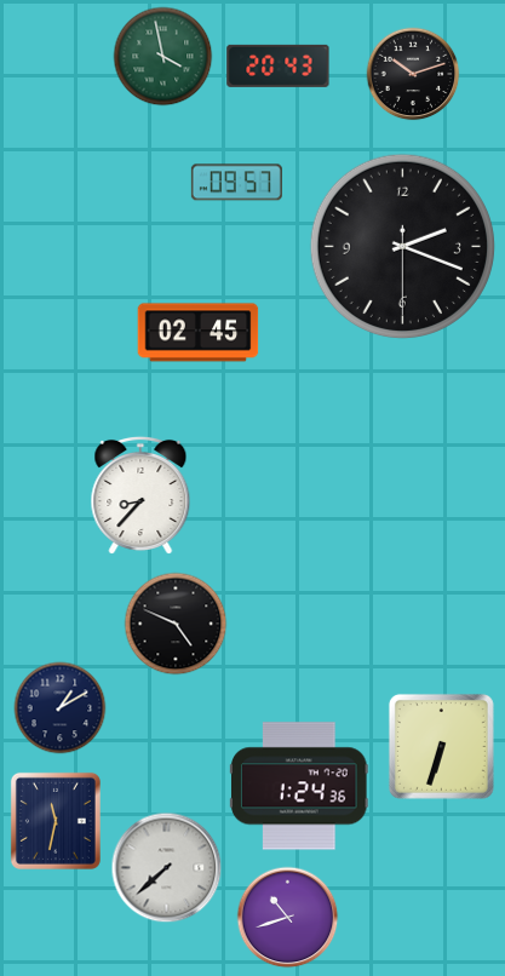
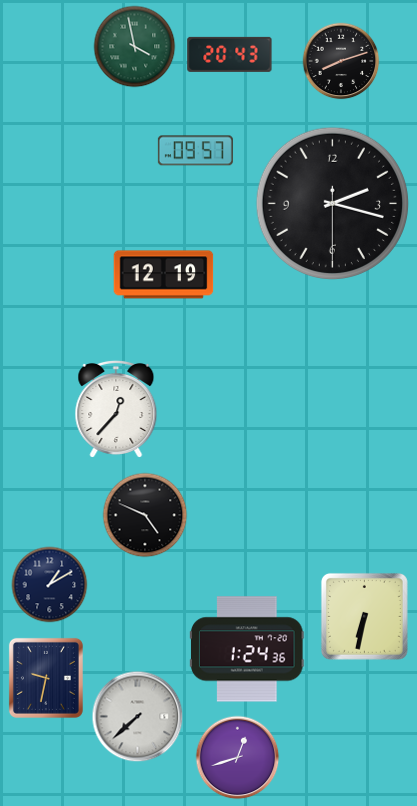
clock at (413, 74): 10:12 -> 8:12
clock at (402, 246): 2:18 -> 2:17
clock at (199, 333): 02:45 -> 12:19
clock at (140, 495): 8:37 -> 12:37
clock at (441, 746): 6:33 -> 6:32
clock at (56, 821): 11:32 -> 9:32
clock at (288, 918): 10:42 -> 12:42
